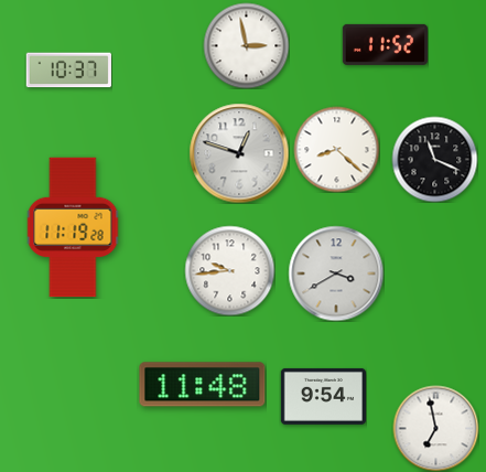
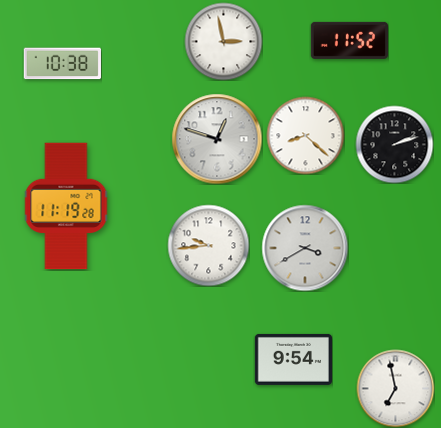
clock at (68, 71): 10:37 -> 10:38
clock at (434, 159): 11:19 -> 2:12
clock at (203, 385): 11:48 -> none
